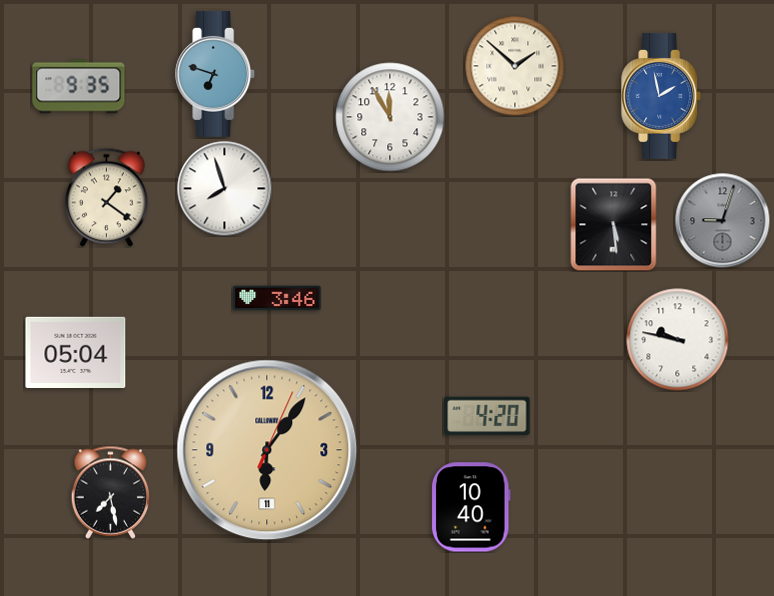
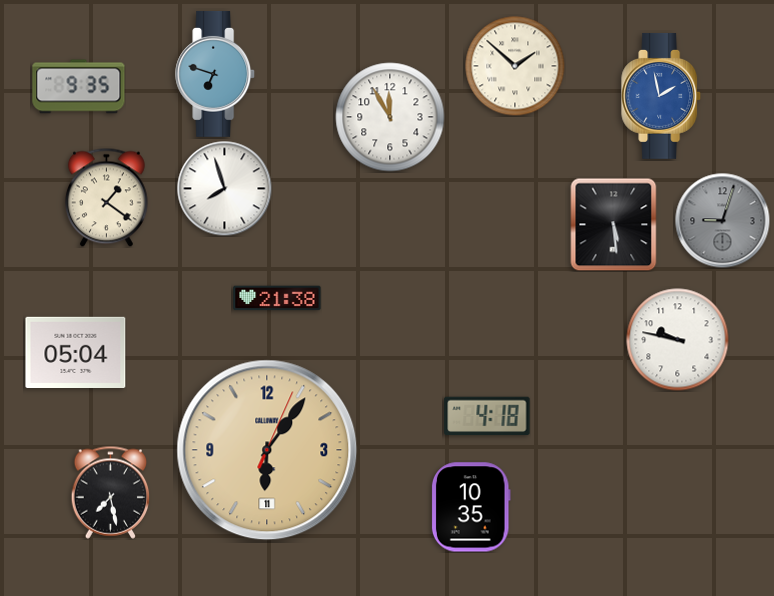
clock at (277, 298): 3:46 -> 21:38
clock at (487, 416): 4:20 -> 4:18
clock at (471, 507): 10:40 -> 10:35
